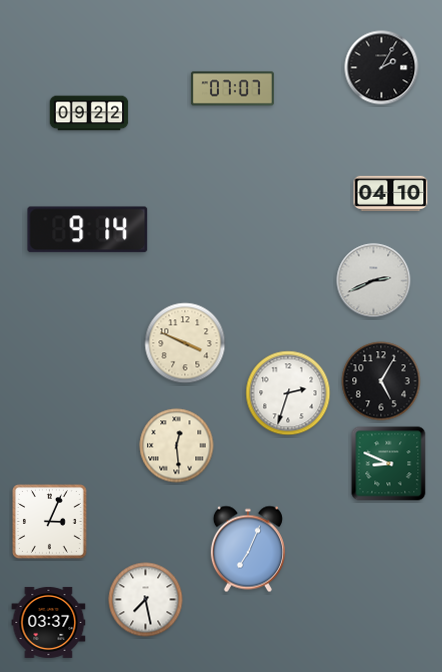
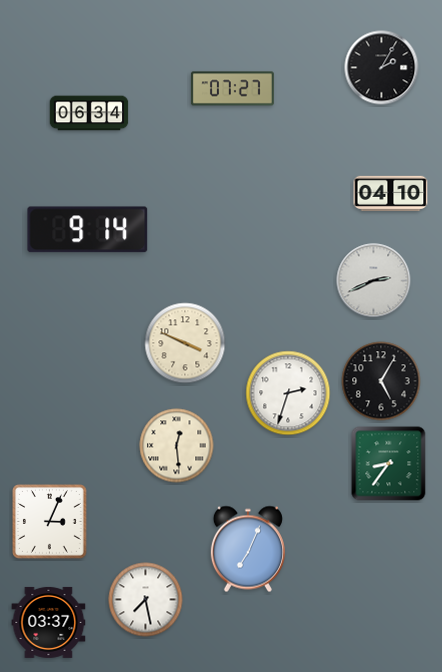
clock at (232, 89): 07:07 -> 07:27
clock at (89, 113): 09:22 -> 06:34
clock at (389, 464): 8:49 -> 8:36
